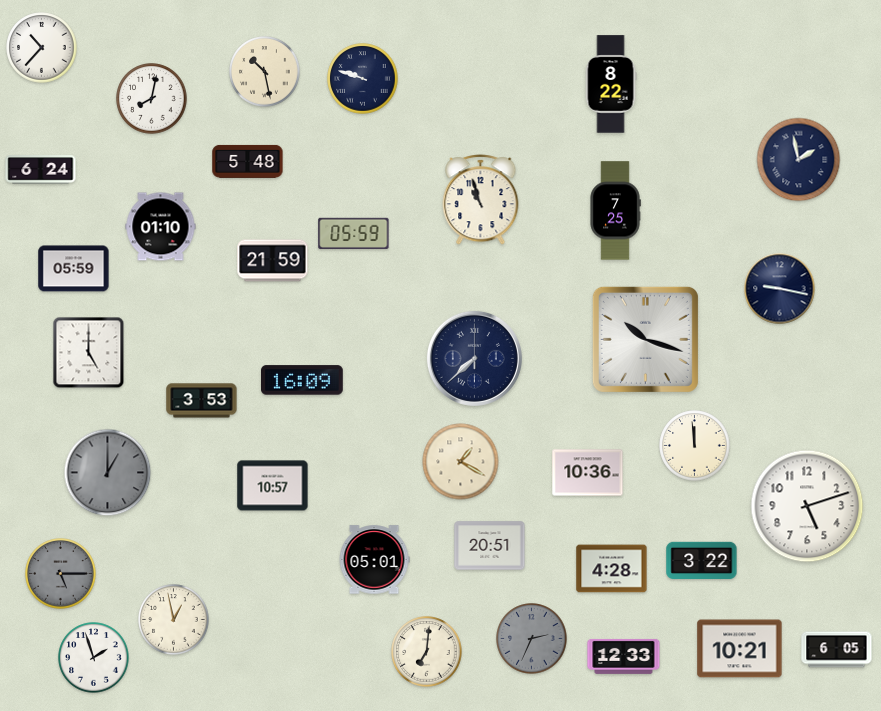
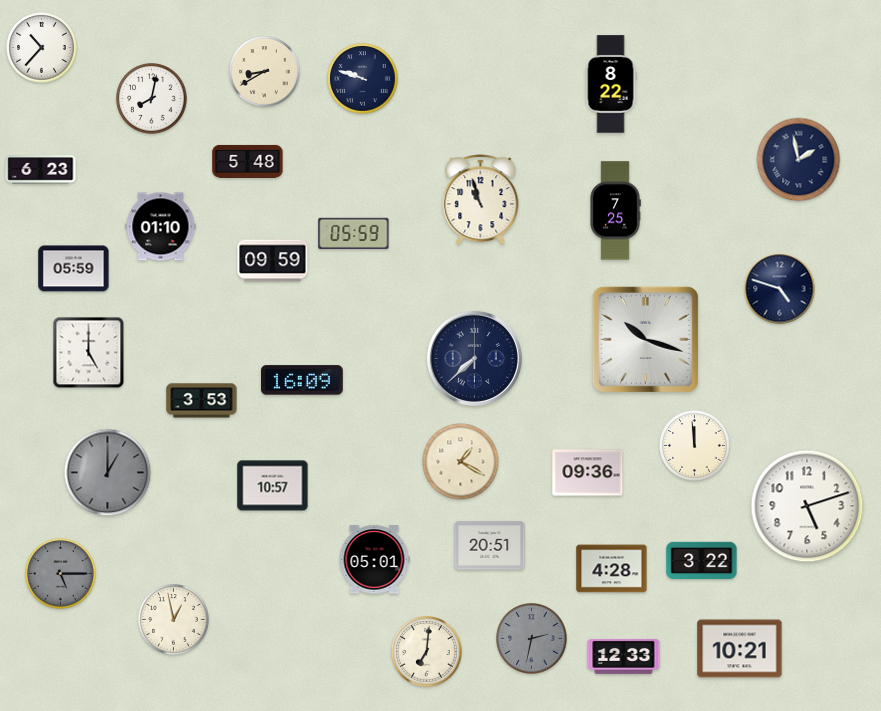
clock at (265, 72): 10:28 -> 8:40
clock at (41, 170): 6:24 -> 6:23
clock at (273, 261): 21:59 -> 09:59
clock at (780, 289): 9:17 -> 4:48
clock at (588, 473): 10:36 -> 09:36
clock at (532, 639): 2:34 -> 2:32
clock at (837, 650): 6:05 -> none
clock at (94, 658): 1:57 -> none
